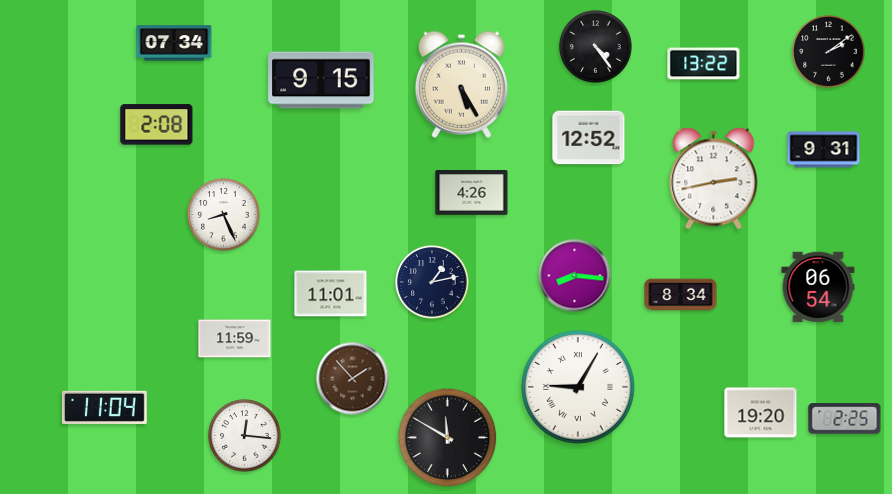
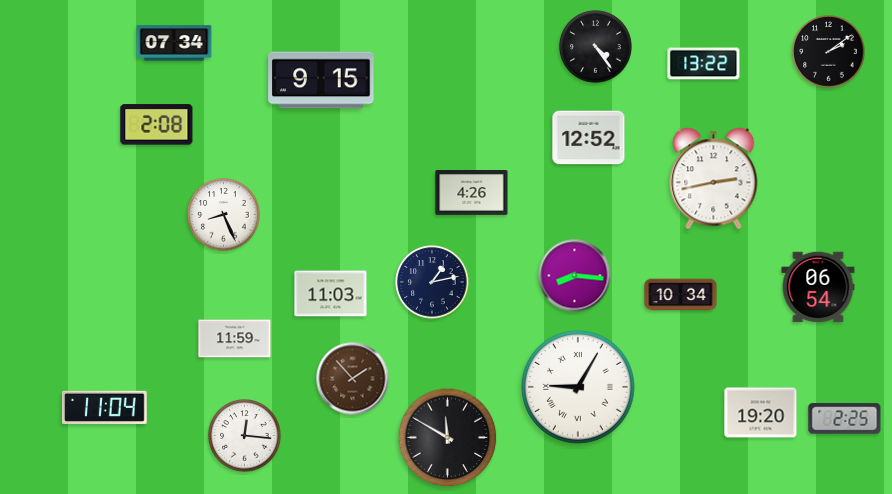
clock at (461, 84): 5:25 -> none
clock at (824, 150): 9:31 -> none
clock at (331, 294): 11:01 -> 11:03
clock at (681, 295): 8:34 -> 10:34
